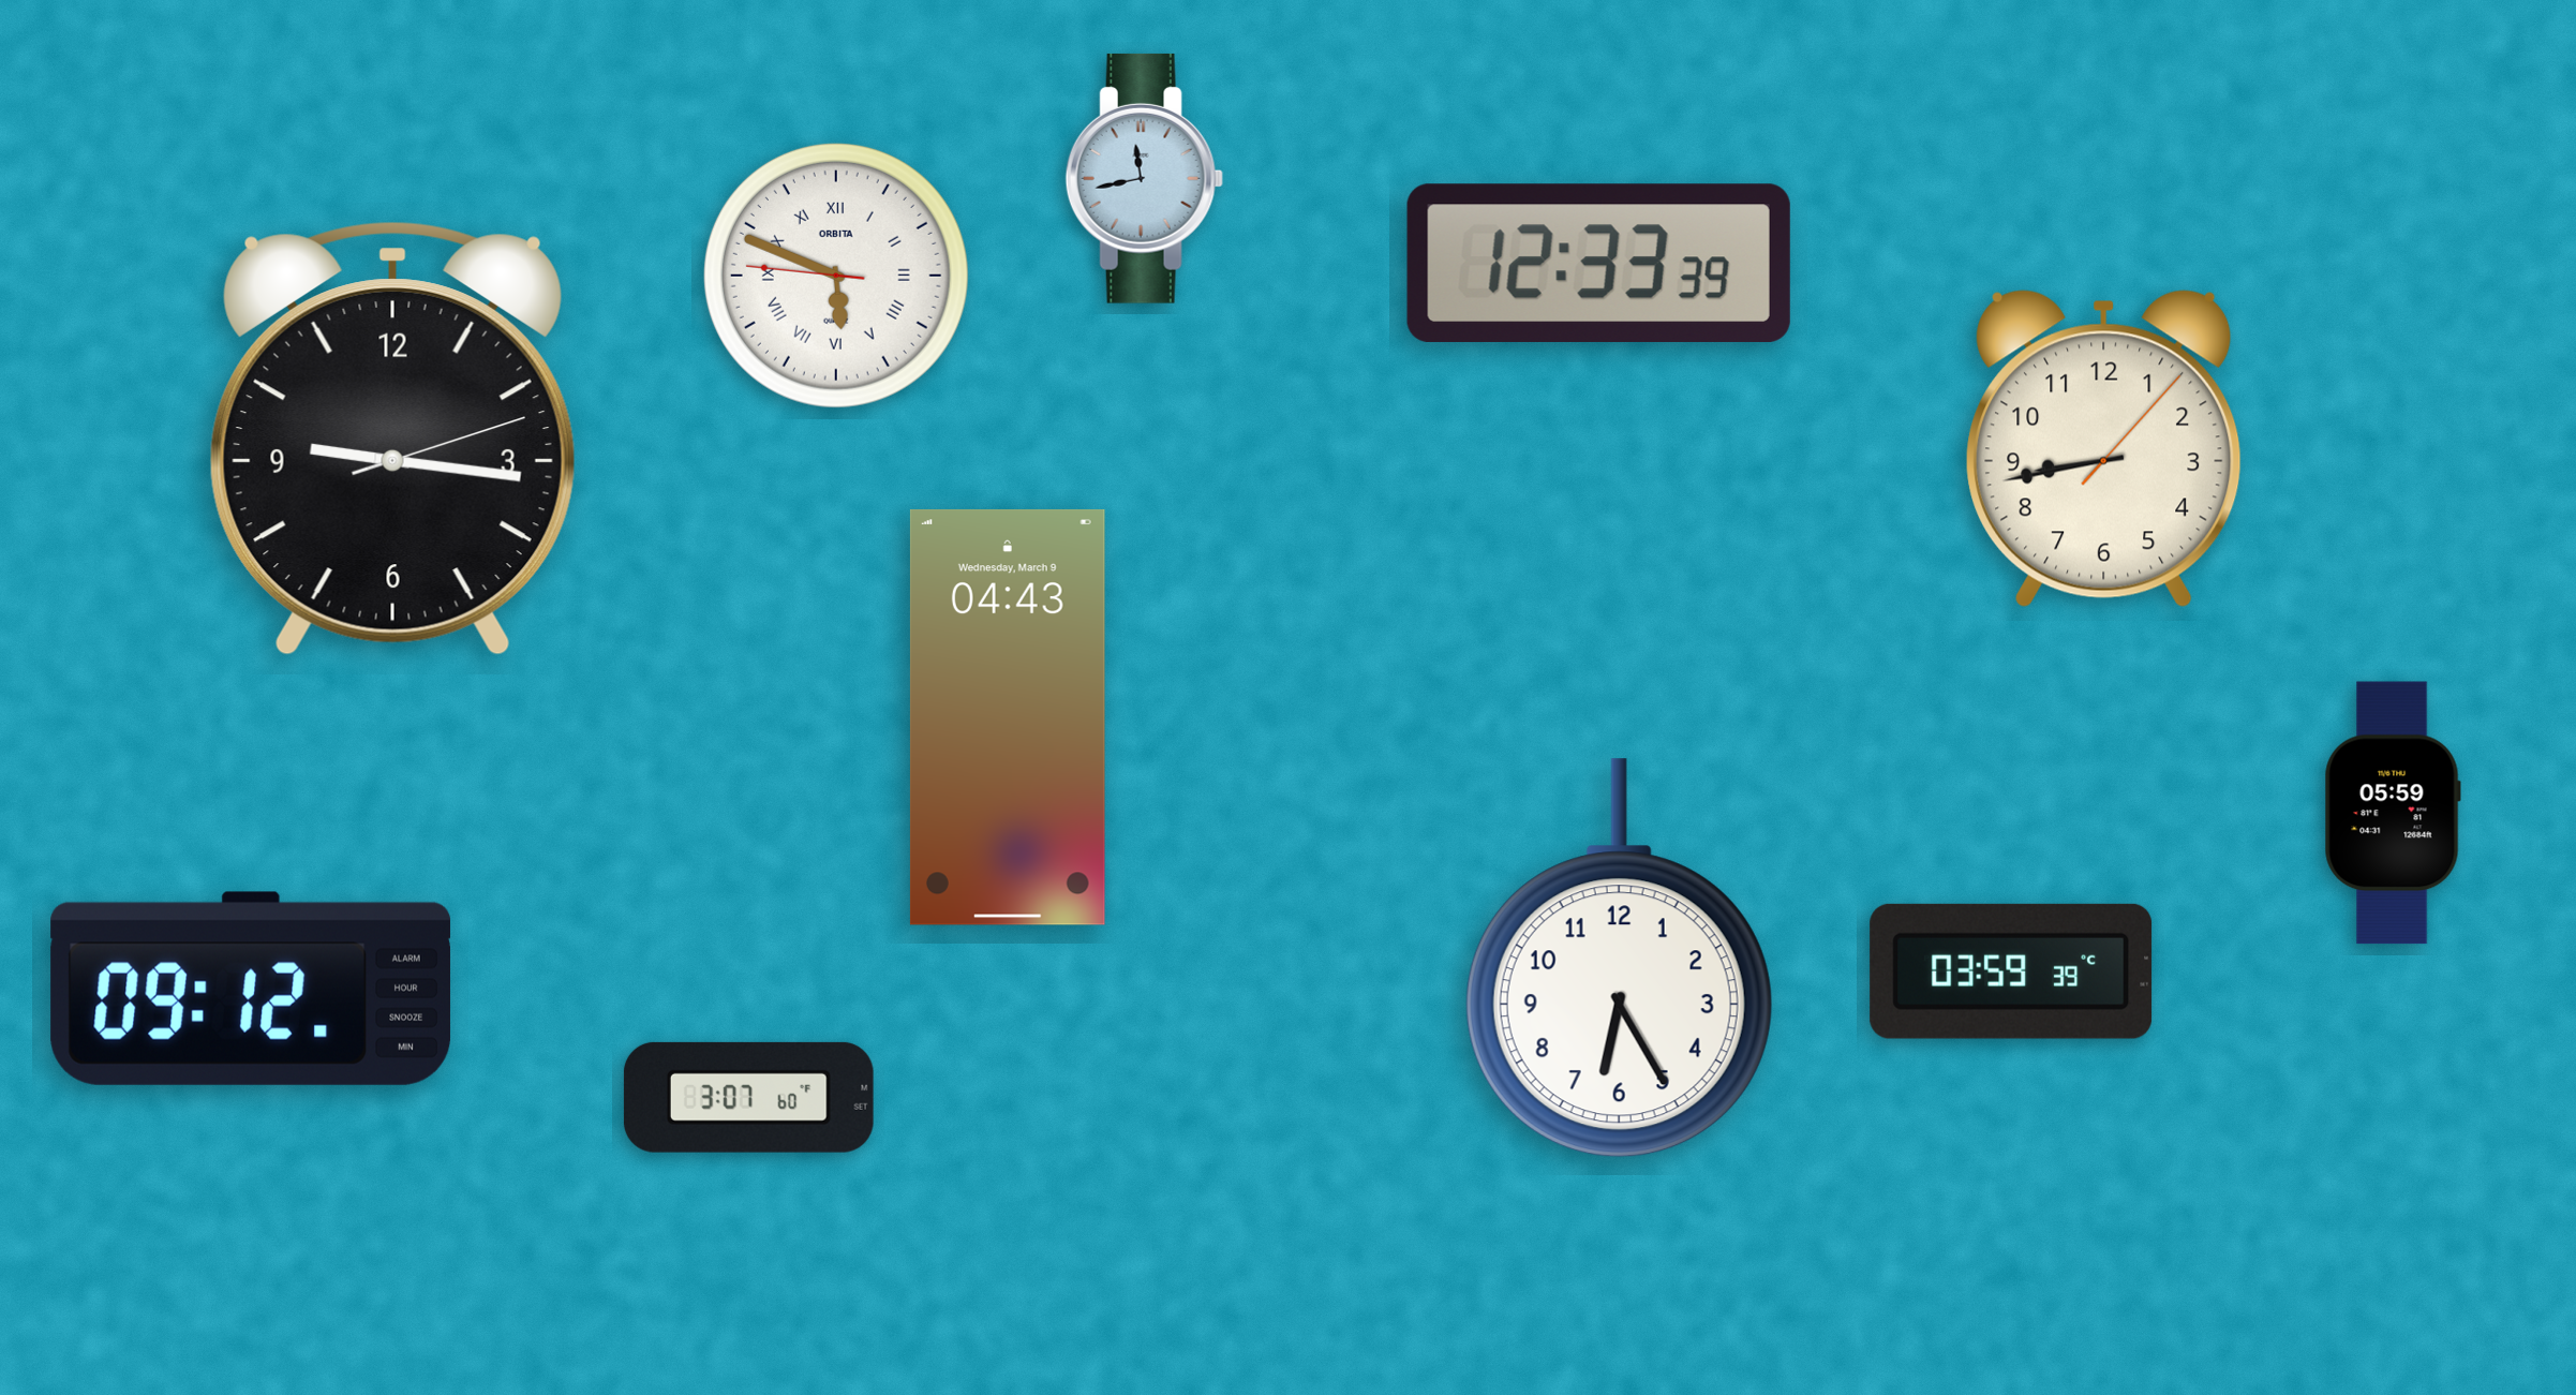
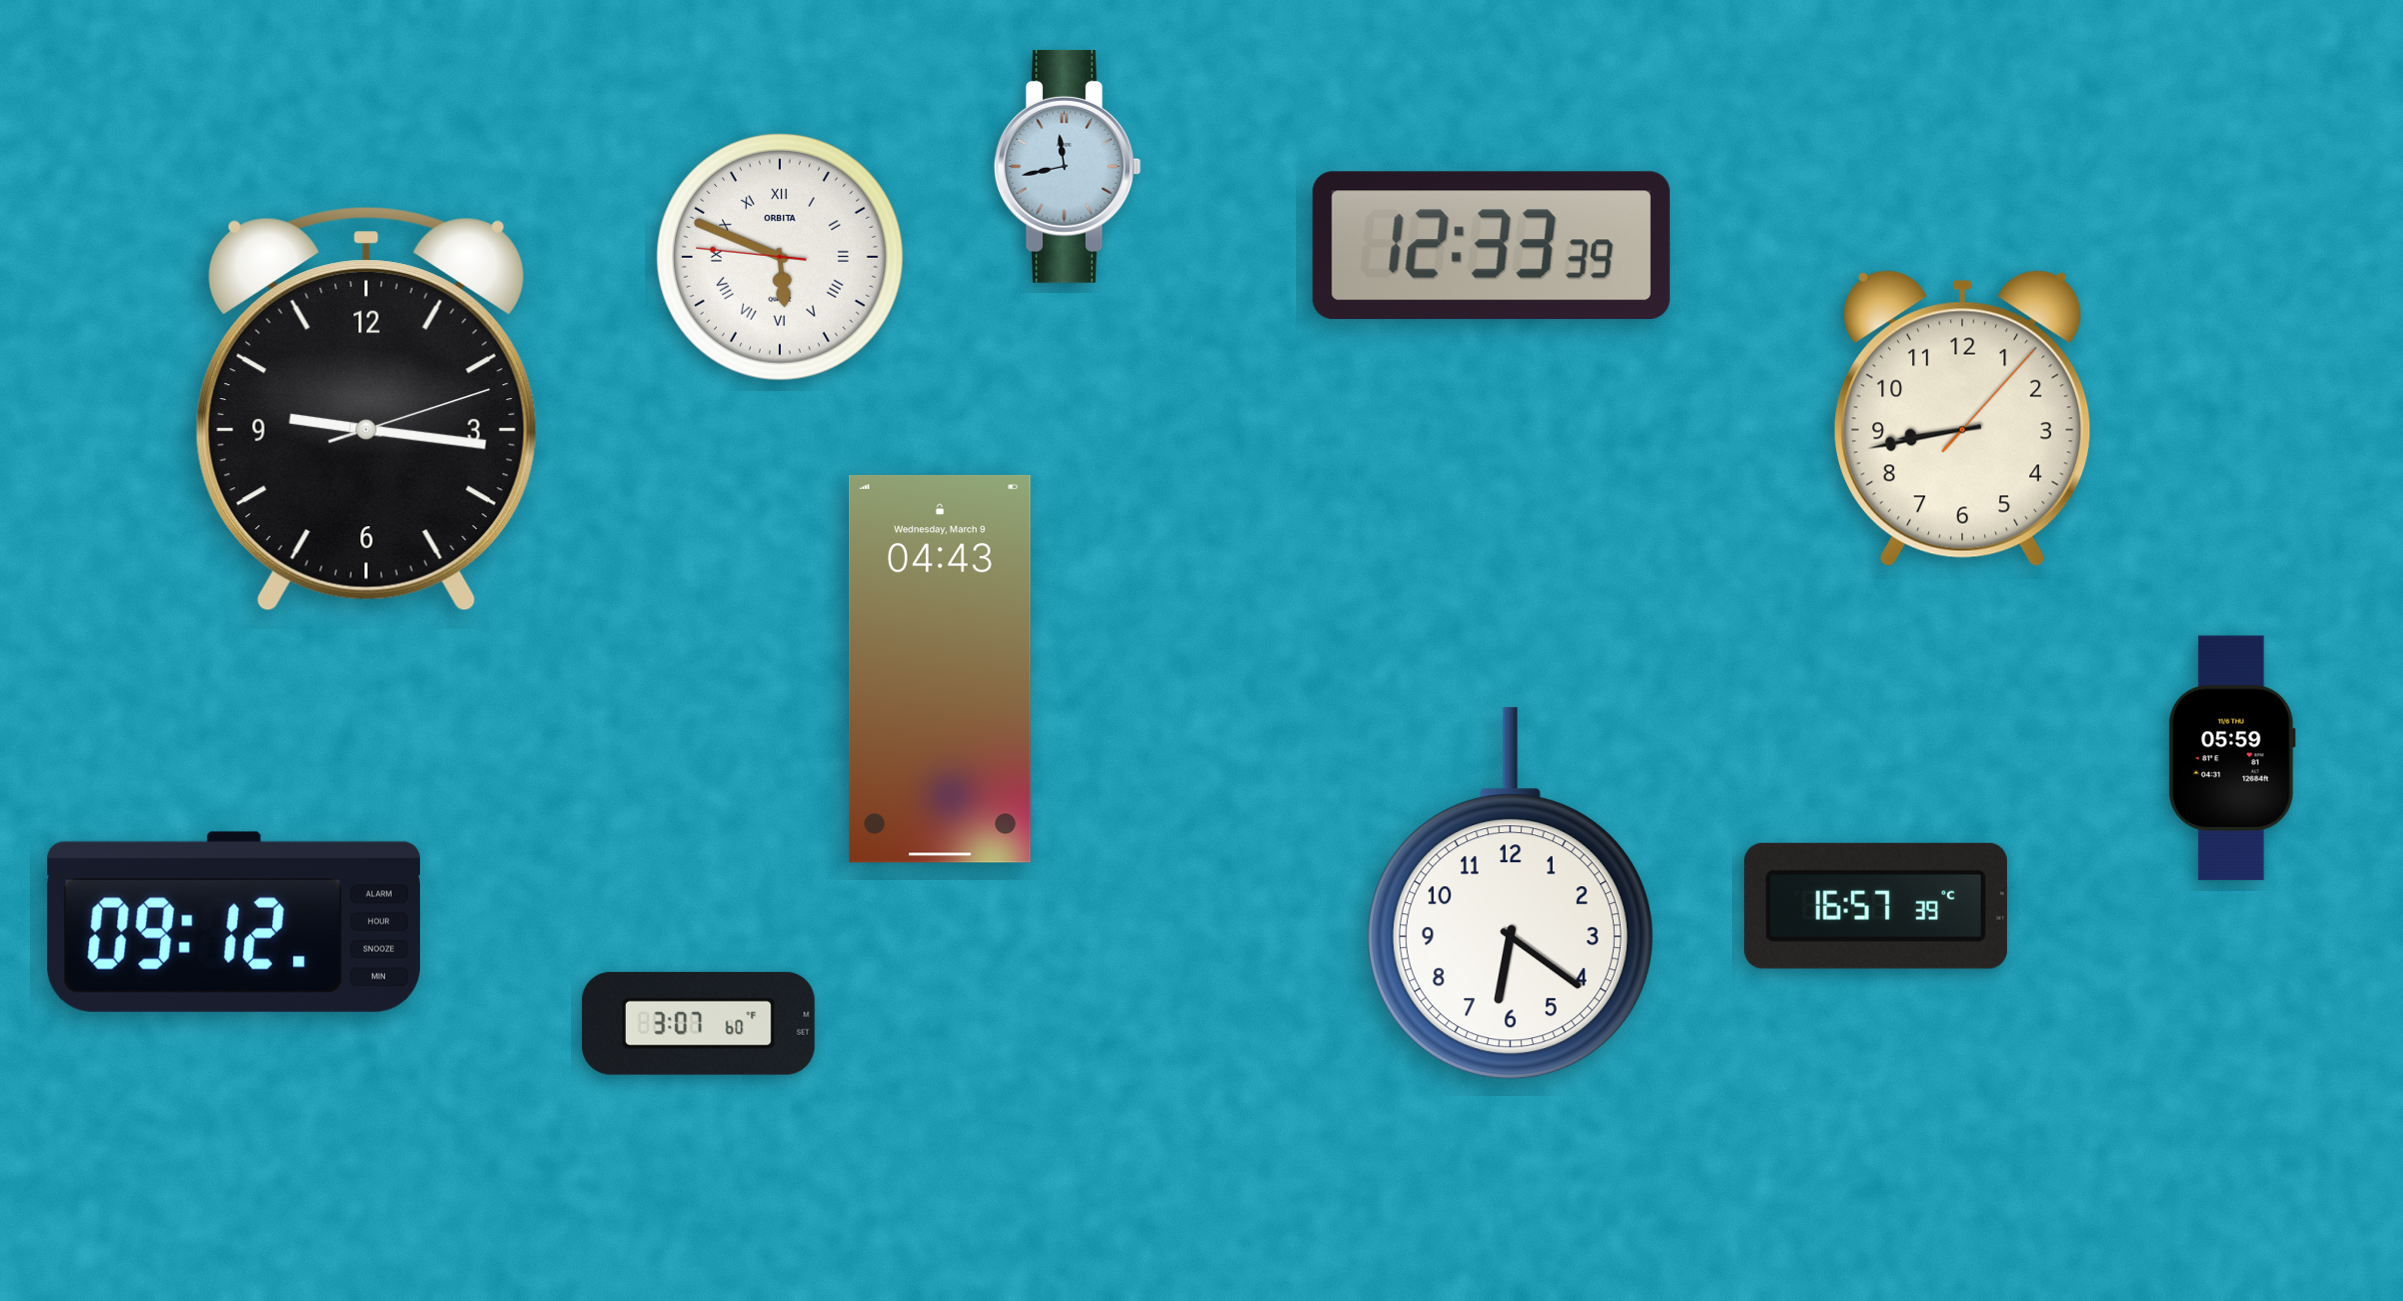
clock at (1619, 959): 6:25 -> 6:21
clock at (2011, 971): 03:59 -> 16:57
